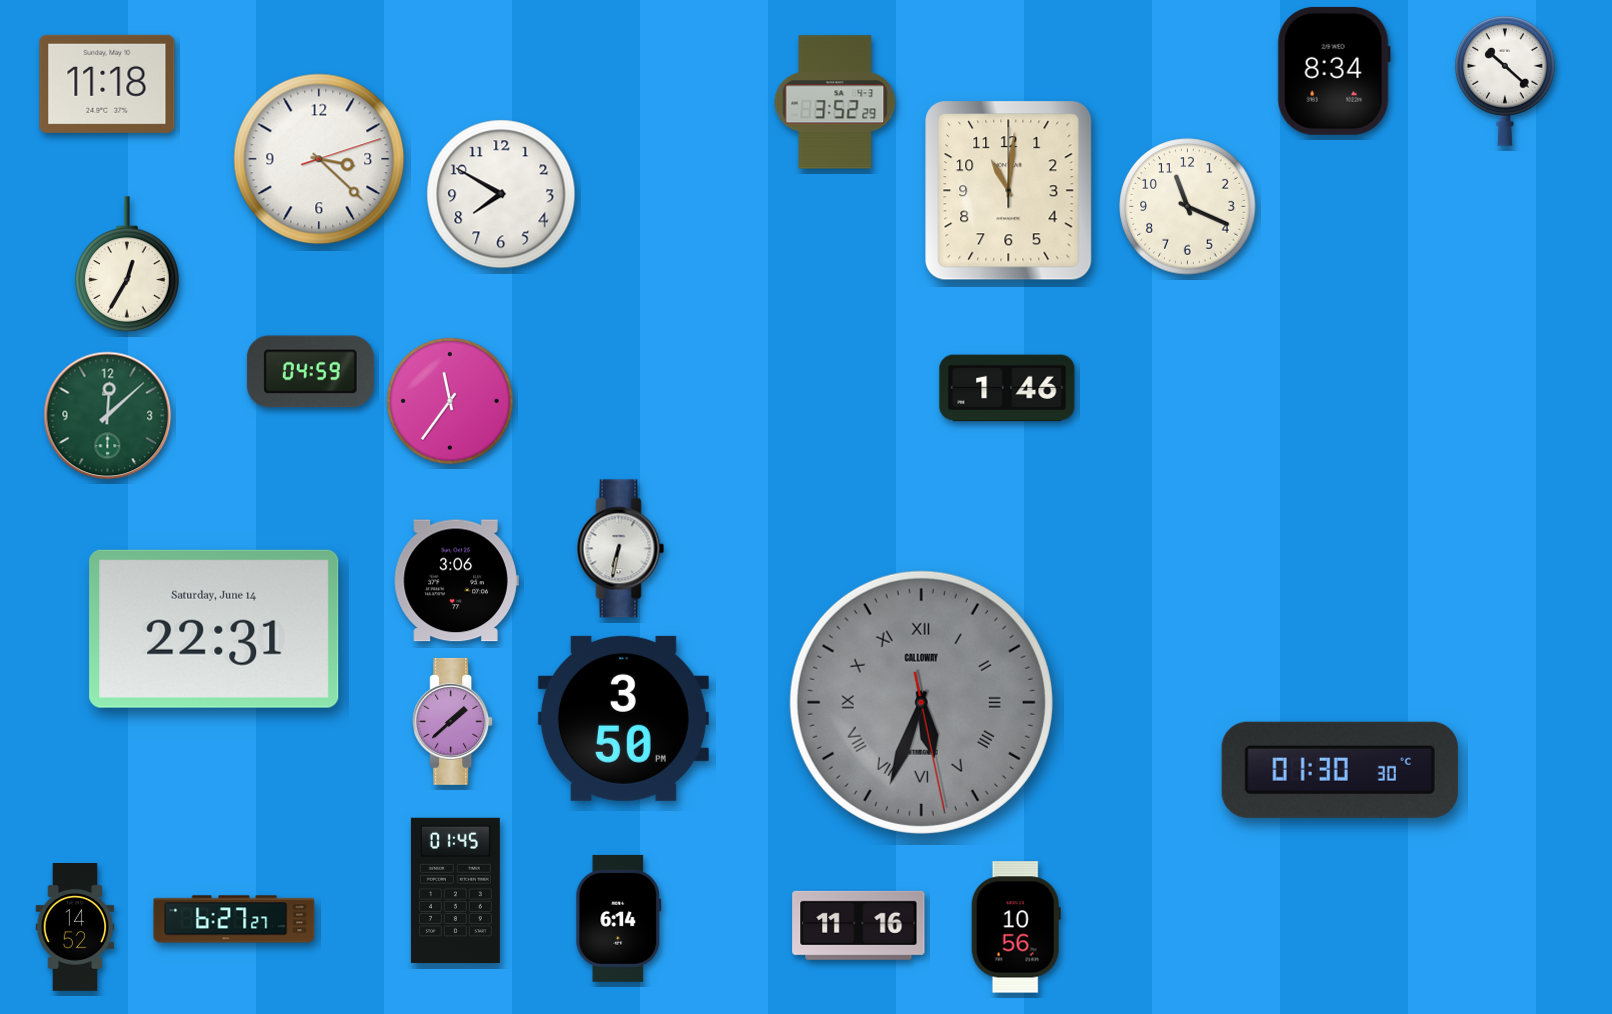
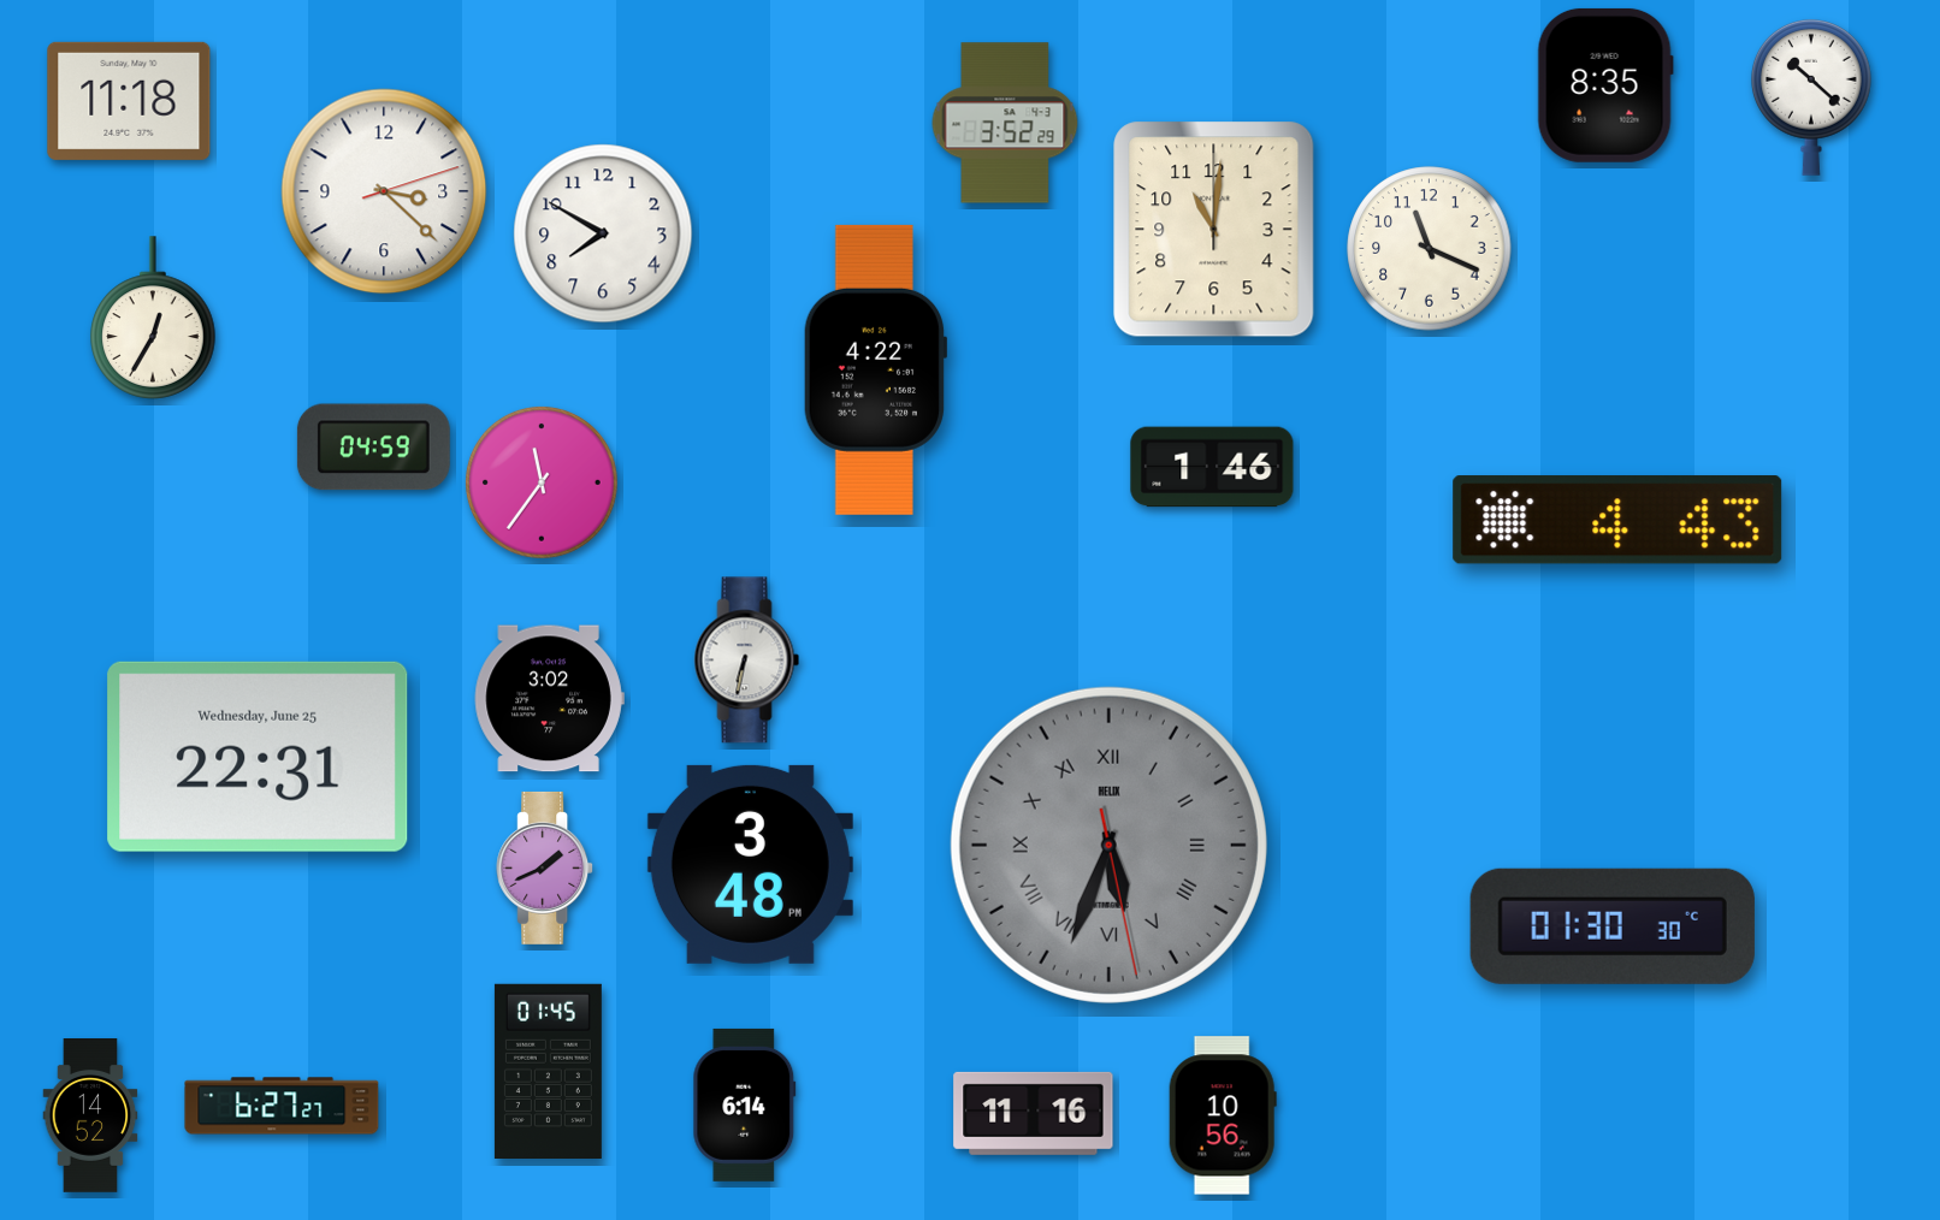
clock at (1334, 71): 8:34 -> 8:35
clock at (875, 369): none -> 4:22
clock at (108, 416): 12:08 -> none
clock at (1617, 520): none -> 4:43
clock at (456, 581): 3:06 -> 3:02
clock at (214, 629) date: Saturday, June 14 -> Wednesday, June 25
clock at (921, 702) brand: CALLOWAY -> HELIX
clock at (623, 718): 3:50 -> 3:48
clock at (453, 721): 1:38 -> 1:41
